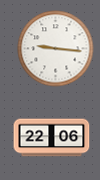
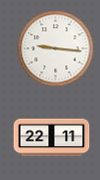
clock at (52, 138): 22:06 -> 22:11
